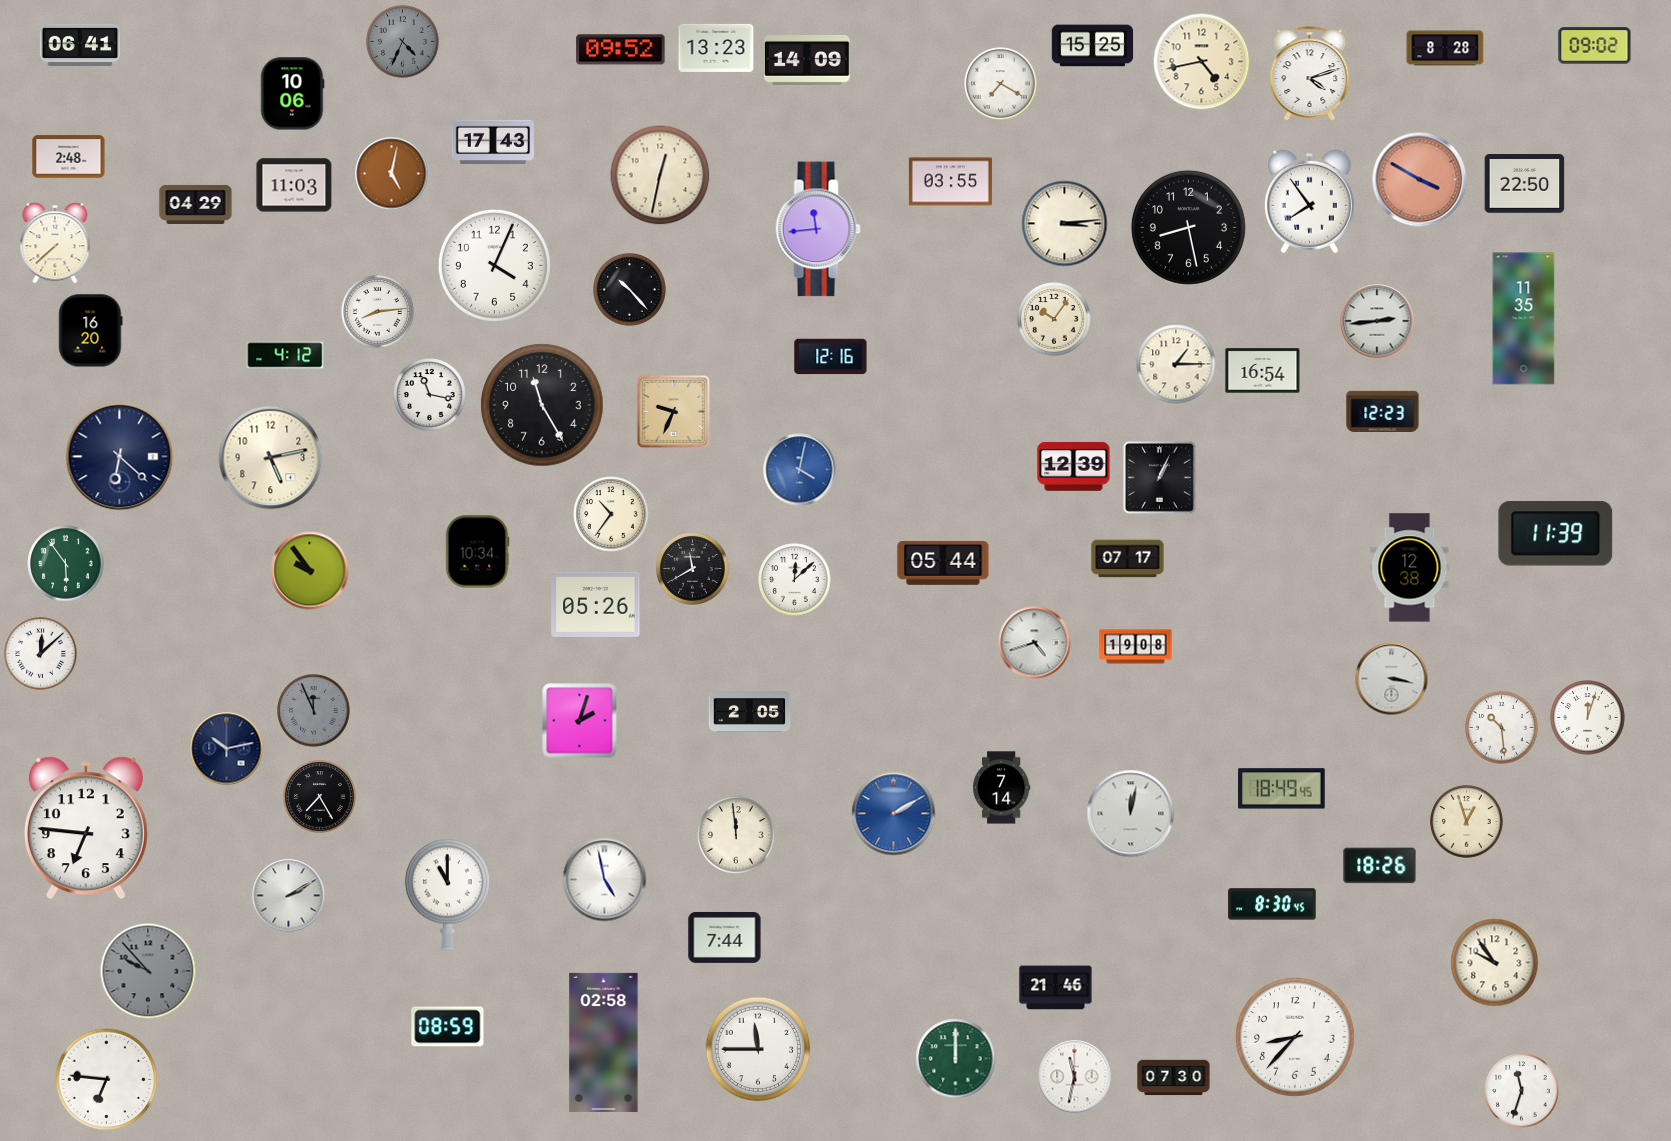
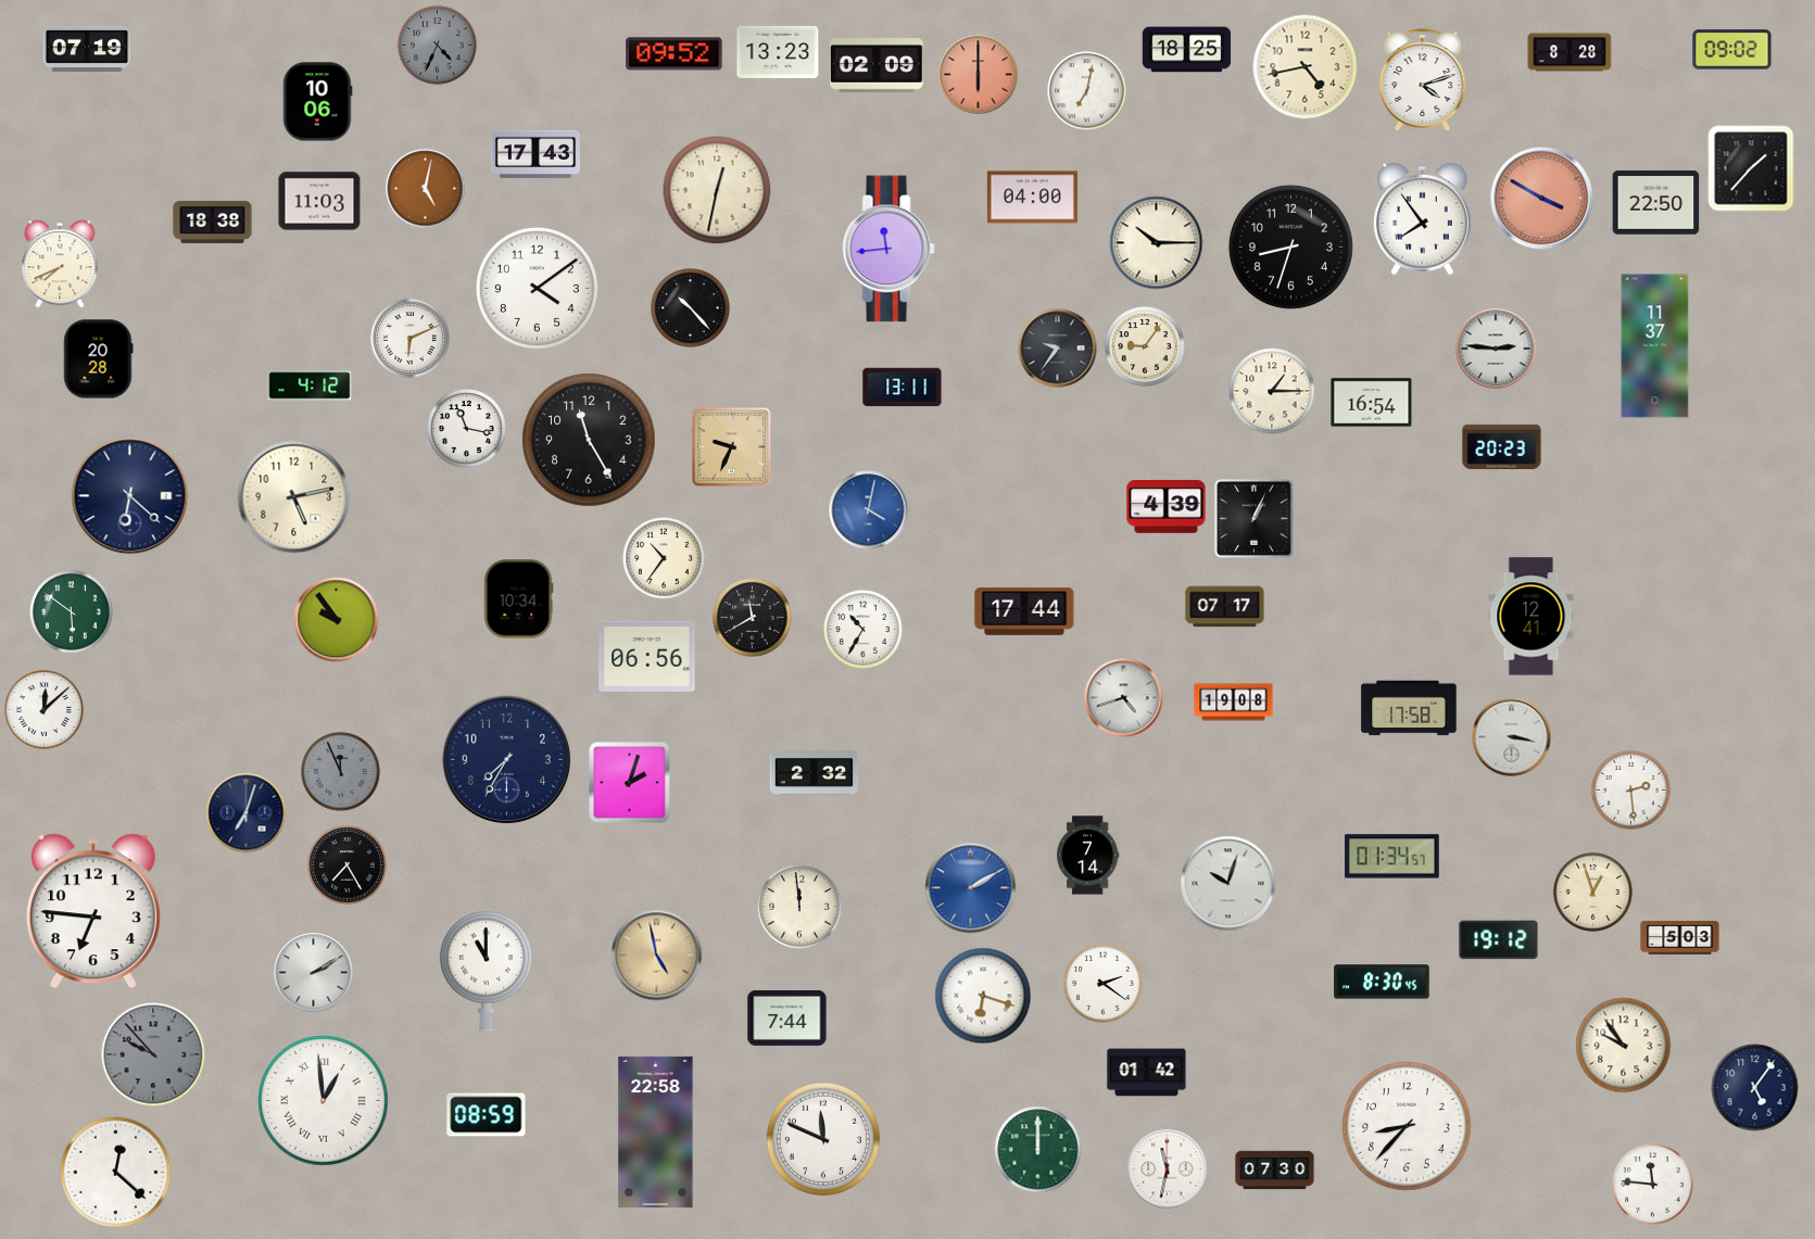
clock at (80, 45): 06:41 -> 07:19
clock at (1093, 46): 15:25 -> 18:25
clock at (807, 61): 14:09 -> 02:09
clock at (979, 75): none -> 6:00
clock at (1001, 84): 7:20 -> 7:02
clock at (1751, 168): none -> 1:37
clock at (69, 157): 2:48 -> none
clock at (1420, 180) position: (1420, 180) -> (1542, 199)
clock at (950, 182): 03:55 -> 04:00
clock at (1525, 184) position: (1525, 184) -> (1656, 203)
clock at (196, 204): 04:29 -> 18:38
clock at (1065, 224): 3:14 -> 10:15
clock at (1188, 227): 8:28 -> 8:33
clock at (55, 243): 7:38 -> 7:41
clock at (494, 265): 4:04 -> 4:09
clock at (630, 290) position: (630, 290) -> (691, 308)
clock at (378, 312): 8:14 -> 6:11
clock at (1054, 319): 10:06 -> 9:06
clock at (1524, 319): 11:35 -> 11:37
clock at (1058, 349): none -> 9:36
clock at (1377, 321): 2:44 -> 2:46
clock at (91, 331): 16:20 -> 20:28
clock at (831, 357): 12:16 -> 13:11
clock at (1176, 364) position: (1176, 364) -> (1272, 391)
clock at (1383, 411): 12:23 -> 20:23
clock at (1074, 467): 12:39 -> 4:39
clock at (1159, 477) position: (1159, 477) -> (1253, 518)
clock at (1556, 534): 11:39 -> none
clock at (943, 563): 05:44 -> 17:44
clock at (66, 564): 5:54 -> 5:51
clock at (1410, 568): 12:38 -> 12:41
clock at (795, 580): 12:08 -> 10:35
clock at (596, 604): 05:26 -> 06:56
clock at (1409, 708): none -> 17:58
clock at (507, 760): none -> 7:35
clock at (750, 712): 2:05 -> 2:32
clock at (1588, 718): 12:03 -> none
clock at (1502, 728): 10:29 -> 2:29
clock at (227, 749): 10:13 -> 7:03
clock at (1282, 789): 18:49 -> 01:34
clock at (894, 814) position: (894, 814) -> (971, 888)
clock at (1131, 814): 12:02 -> 10:03
clock at (86, 828) position: (86, 828) -> (93, 911)
clock at (1680, 937): none -> 5:03
clock at (1380, 866): 18:26 -> 19:12
clock at (605, 880) dial: white -> champagne
clock at (1104, 984): none -> 2:21
clock at (983, 996): none -> 6:18
clock at (148, 971) position: (148, 971) -> (153, 1054)
clock at (1056, 988): 21:46 -> 01:42
clock at (1755, 1088): none -> 5:06
clock at (324, 1101): none -> 12:59
clock at (604, 1042): 02:58 -> 22:58
clock at (758, 1049): 11:45 -> 11:49
clock at (107, 1080): 6:46 -> 12:22
clock at (1522, 1091): 11:33 -> 11:46
